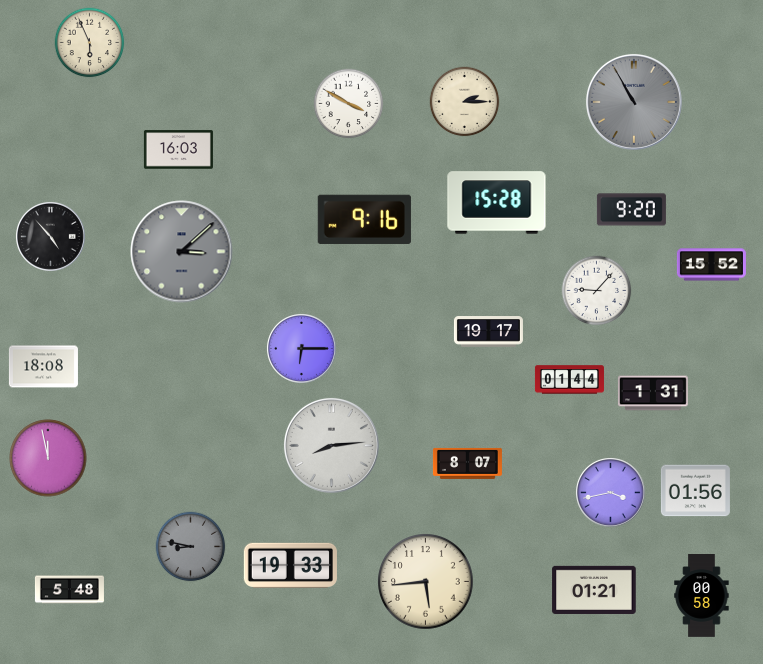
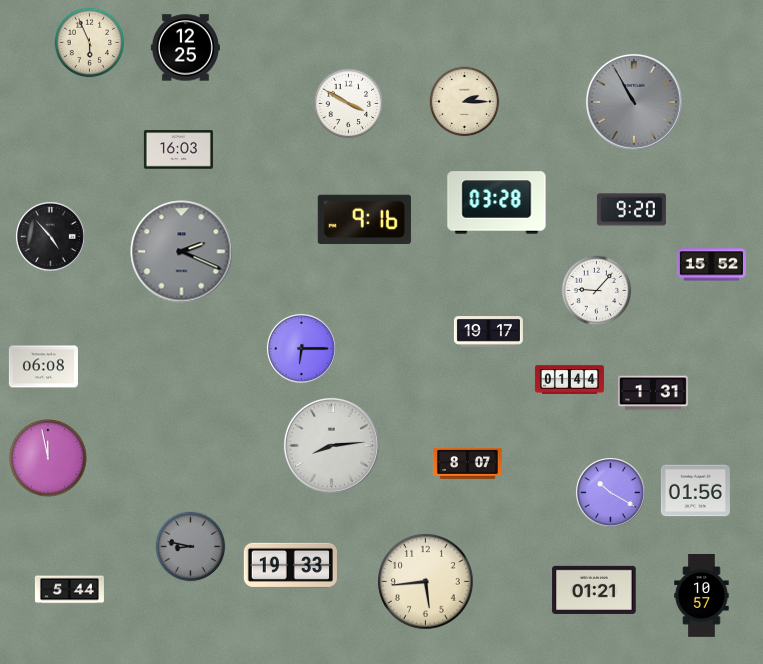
clock at (185, 48): none -> 12:25
clock at (497, 203): 15:28 -> 03:28
clock at (182, 252): 3:08 -> 2:19
clock at (43, 367): 18:08 -> 06:08
clock at (611, 493): 3:43 -> 10:20
clock at (69, 590): 5:48 -> 5:44
clock at (702, 596): 00:58 -> 10:57
